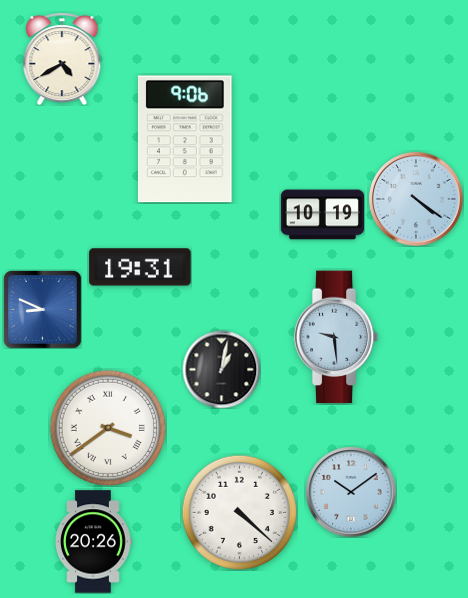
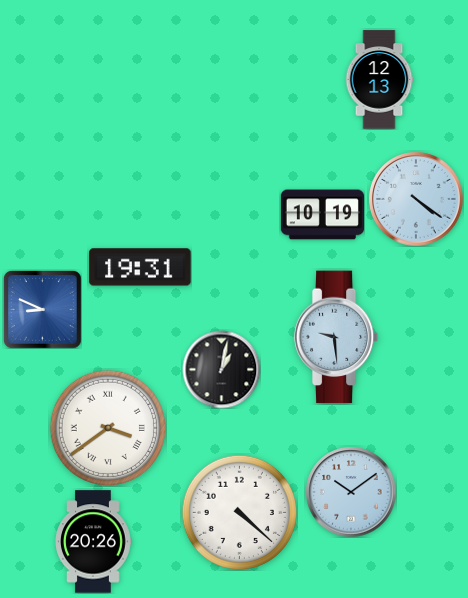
clock at (62, 59): 4:40 -> none
clock at (379, 80): none -> 12:13
clock at (185, 139): 9:06 -> none
